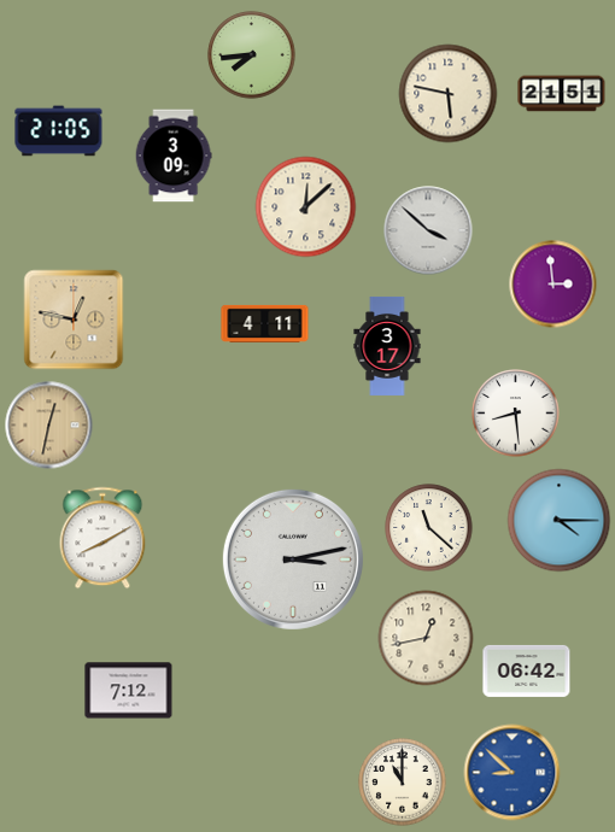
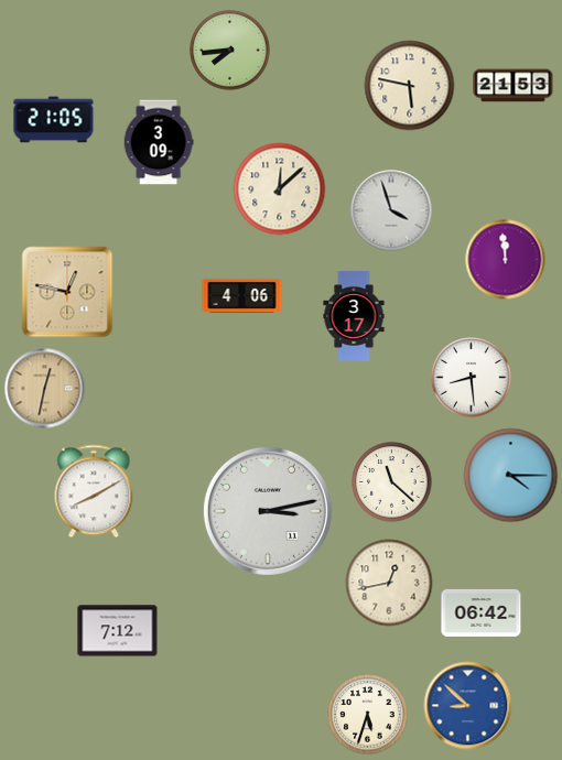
clock at (562, 94): 21:51 -> 21:53
clock at (428, 230): 3:52 -> 3:57
clock at (553, 285): 2:59 -> 11:59
clock at (265, 323): 4:11 -> 4:06
clock at (403, 783): 11:00 -> 5:33
